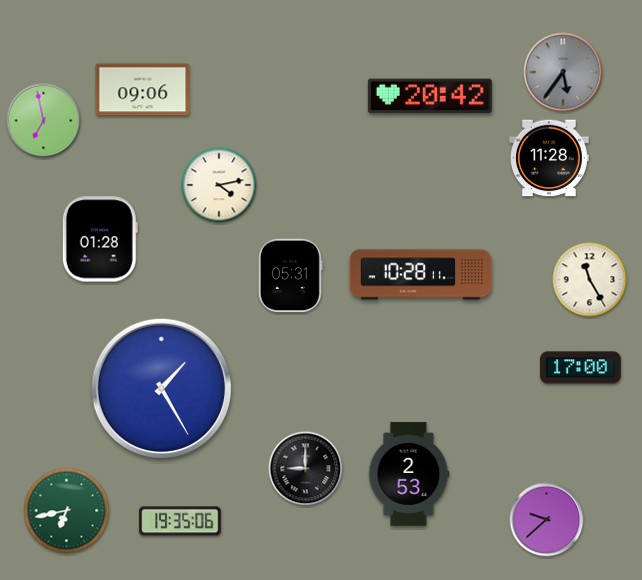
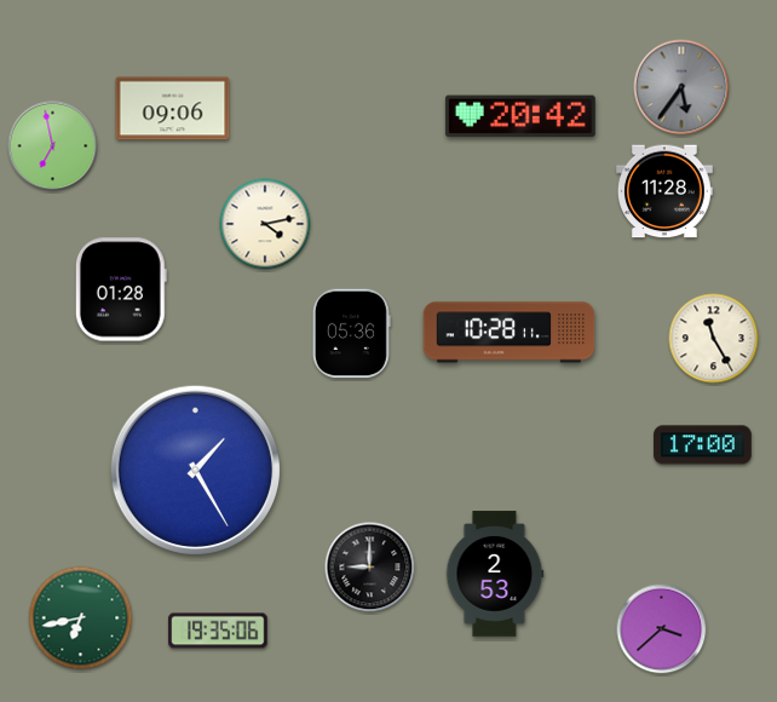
clock at (290, 276): 05:31 -> 05:36
clock at (547, 520): 9:38 -> 3:38
